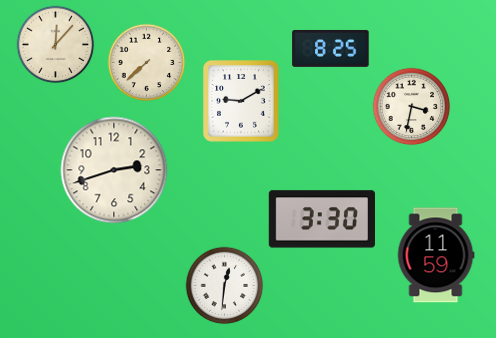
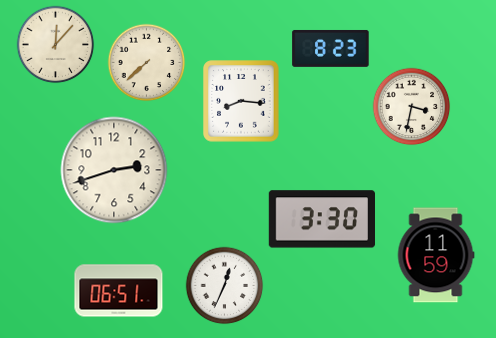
clock at (331, 48): 8:25 -> 8:23
clock at (241, 101): 9:10 -> 8:16
clock at (224, 285): 12:31 -> 12:34
clock at (119, 291): none -> 06:51
